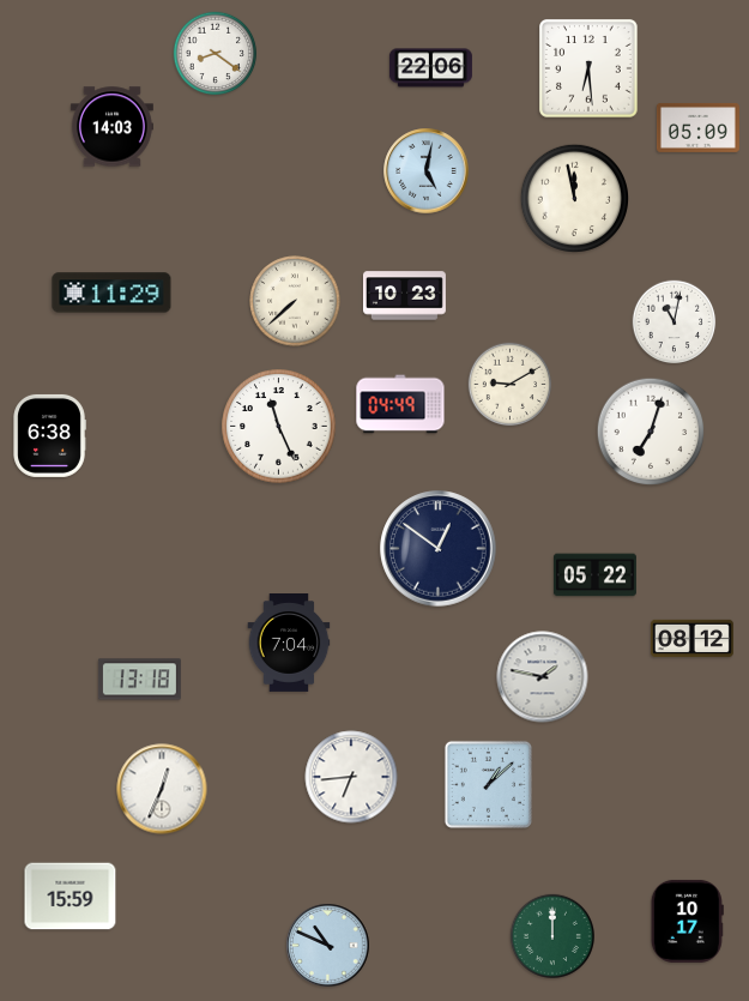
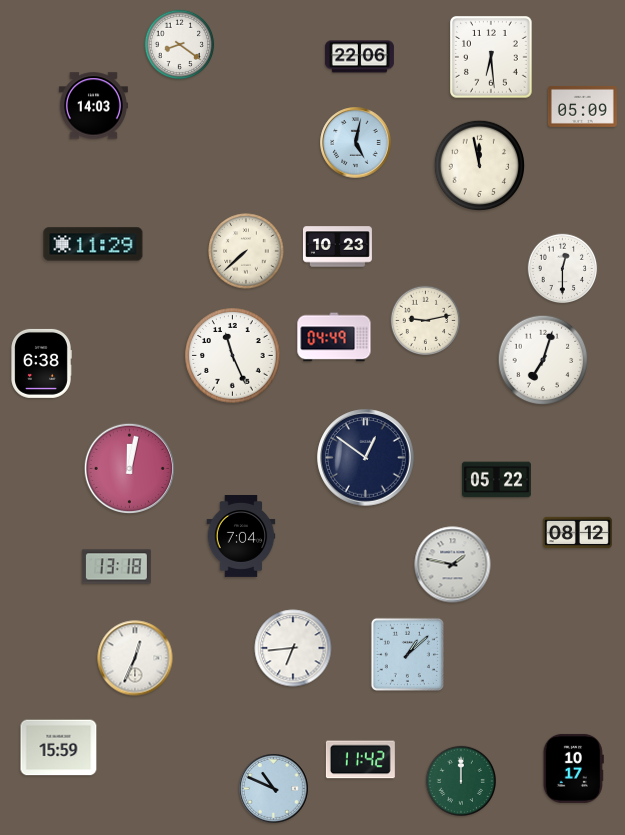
clock at (675, 322): 11:02 -> 12:30
clock at (511, 385): 9:10 -> 9:13
clock at (129, 468): none -> 12:02
clock at (360, 760): none -> 11:42
